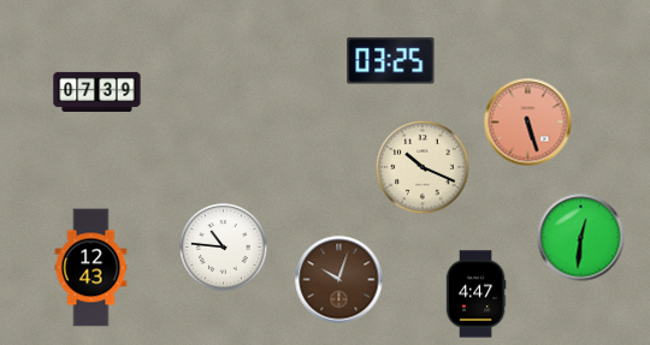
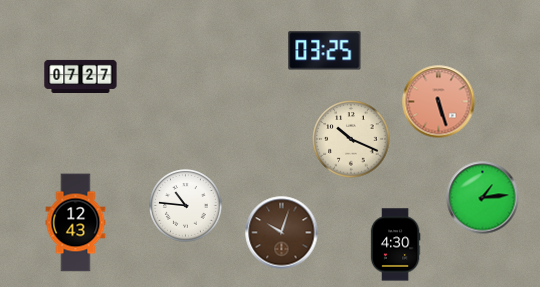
clock at (97, 91): 07:39 -> 07:27
clock at (581, 238): 12:31 -> 1:14
clock at (475, 295): 4:47 -> 4:30
